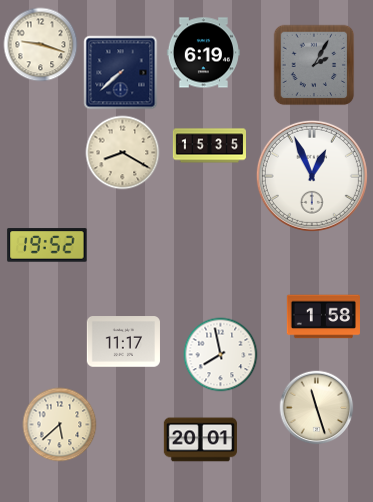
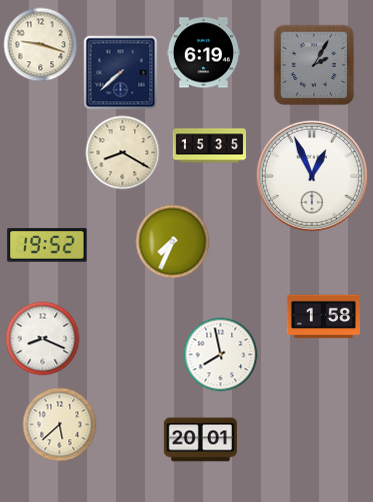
clock at (173, 242): none -> 7:34
clock at (43, 339): none -> 8:19
clock at (123, 342): 11:17 -> none
clock at (317, 408): 11:27 -> none
